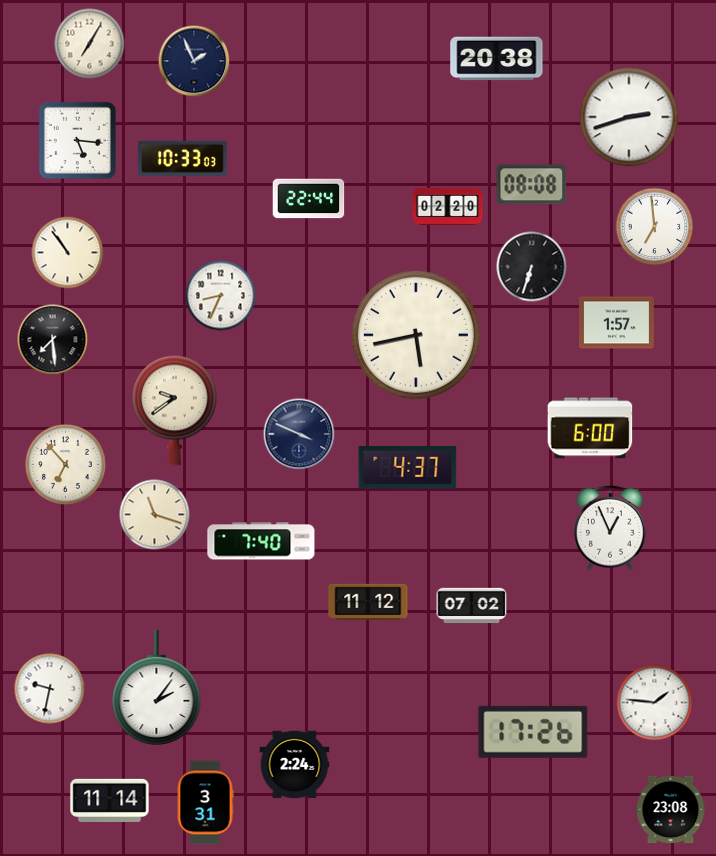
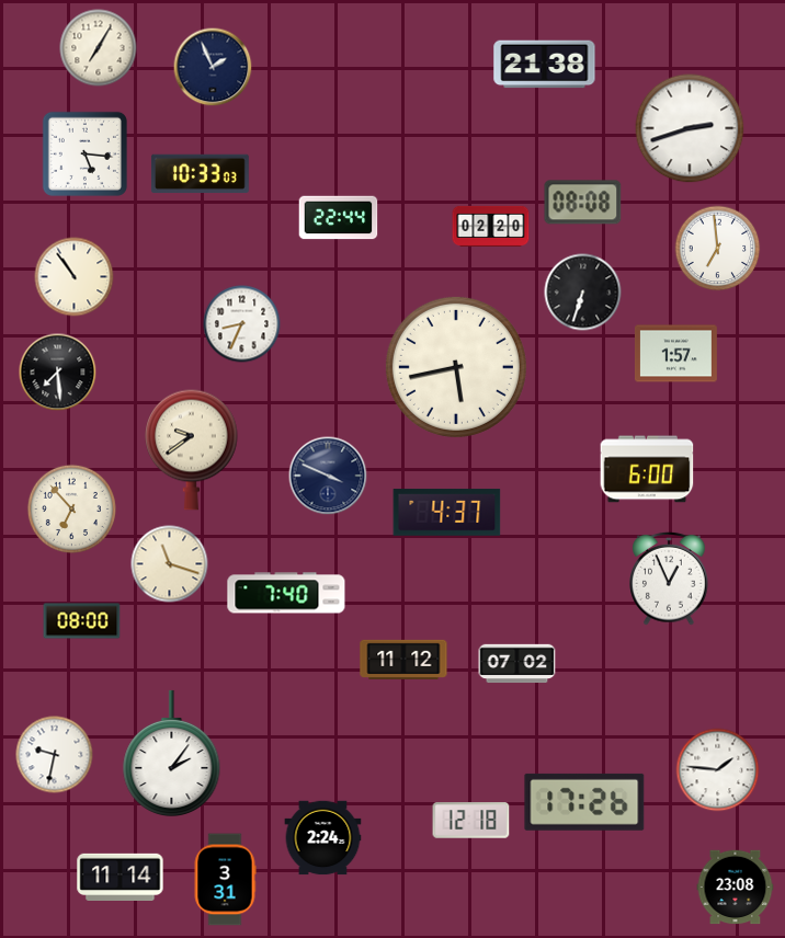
clock at (497, 59): 20:38 -> 21:38
clock at (82, 621): none -> 08:00
clock at (471, 821): none -> 12:18
